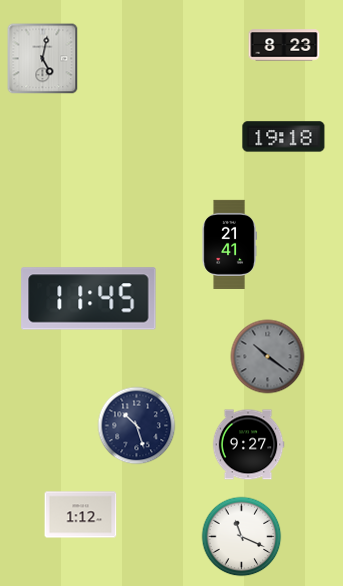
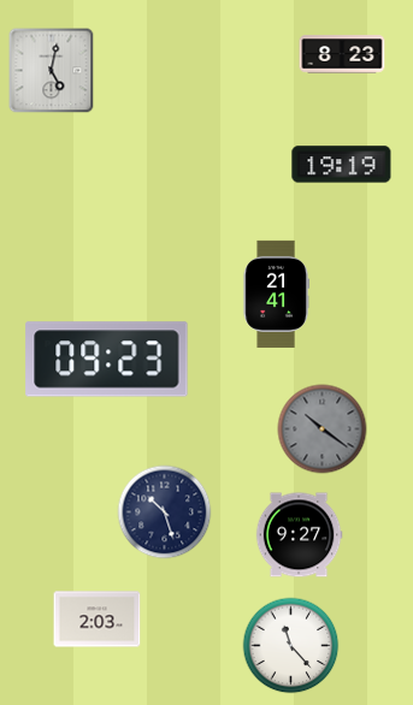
clock at (284, 137): 19:18 -> 19:19
clock at (89, 299): 11:45 -> 09:23
clock at (81, 515): 1:12 -> 2:03
clock at (242, 537): 11:19 -> 11:23
